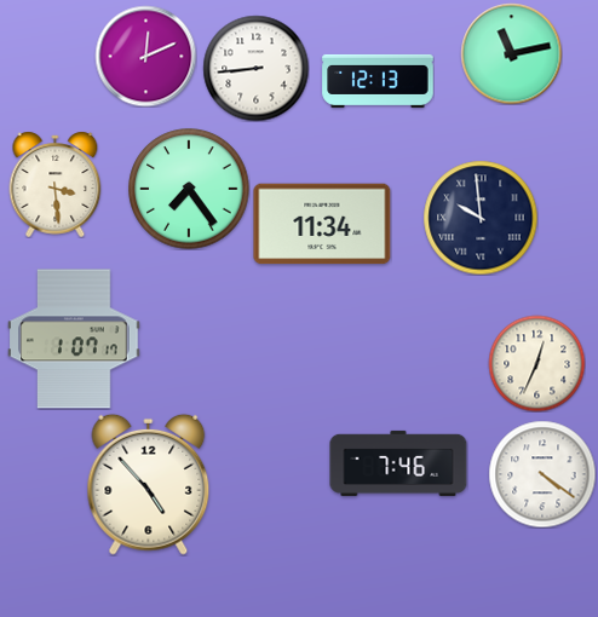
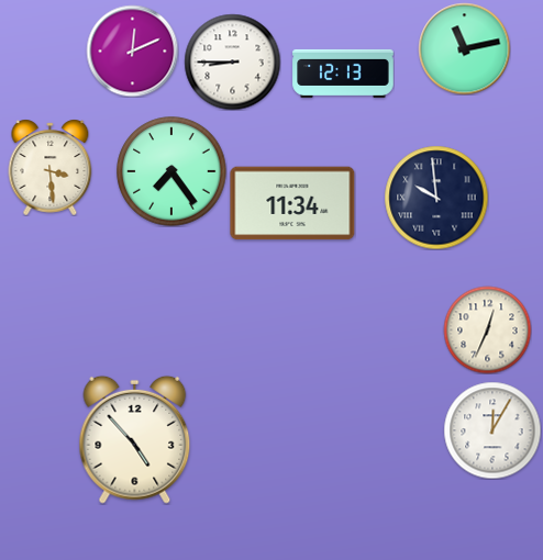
clock at (255, 68): 8:44 -> 8:45
clock at (74, 339): 1:07 -> none
clock at (398, 463): 7:46 -> none
clock at (542, 474): 4:21 -> 12:05
